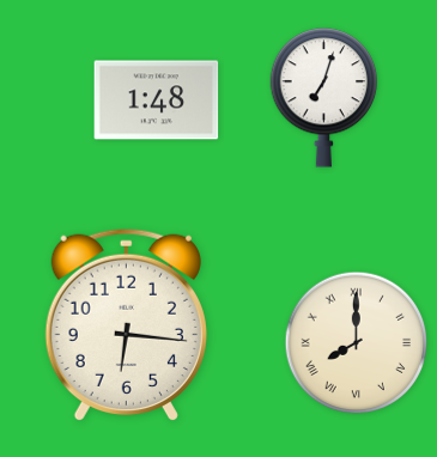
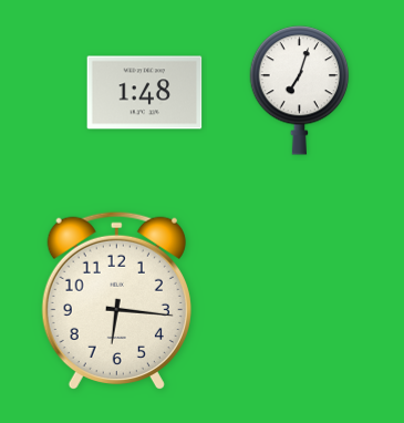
clock at (357, 343): 8:00 -> none
